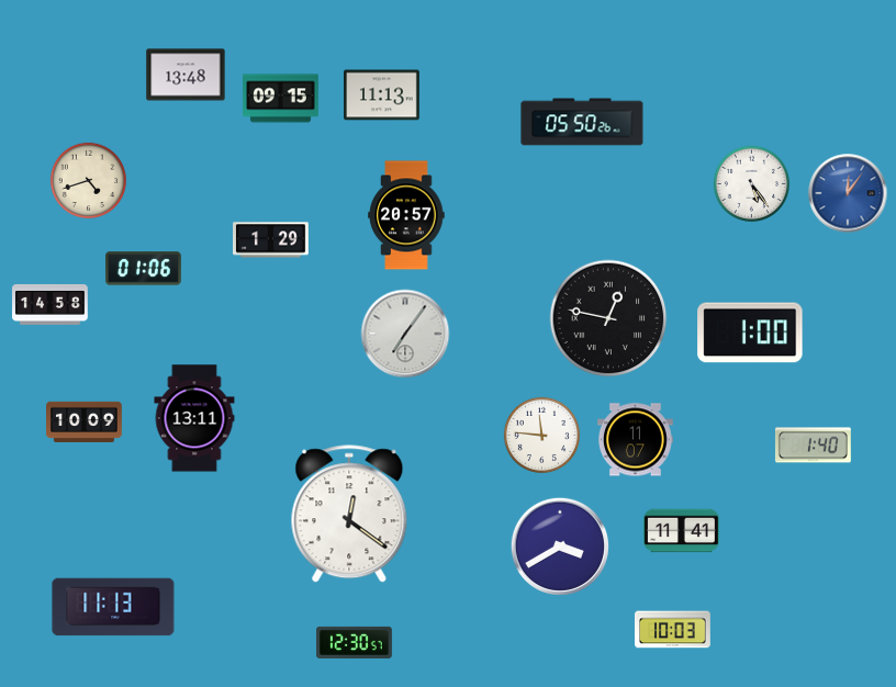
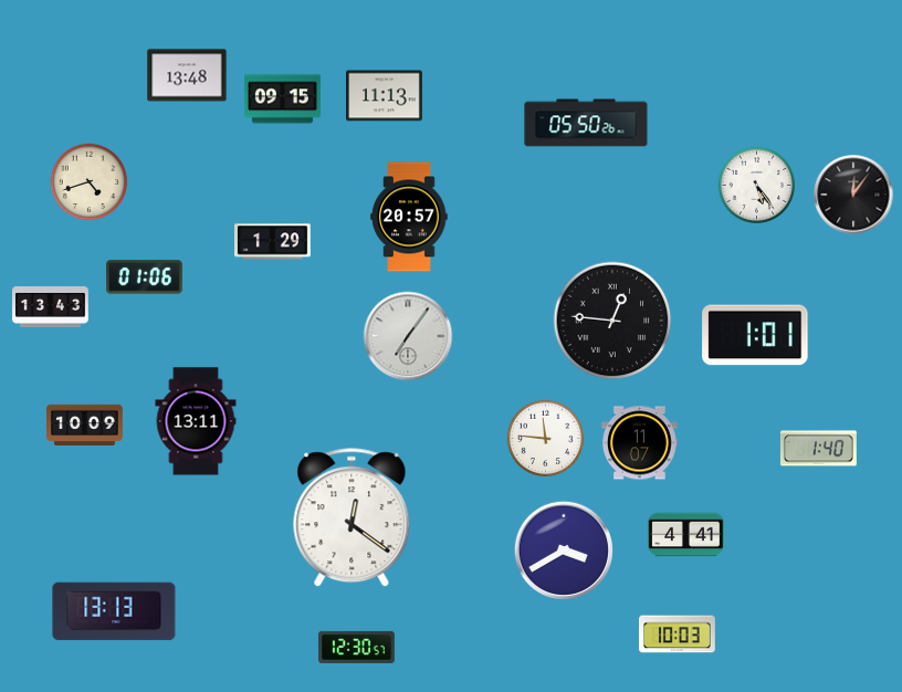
clock at (848, 193) dial: blue -> black
clock at (144, 269) position: (144, 269) -> (145, 277)
clock at (51, 304): 14:58 -> 13:43
clock at (608, 318): 12:47 -> 12:46
clock at (750, 333): 1:00 -> 1:01
clock at (682, 531): 11:41 -> 4:41
clock at (113, 607): 11:13 -> 13:13
